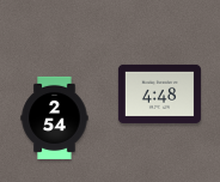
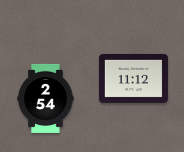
clock at (159, 93): 4:48 -> 11:12
